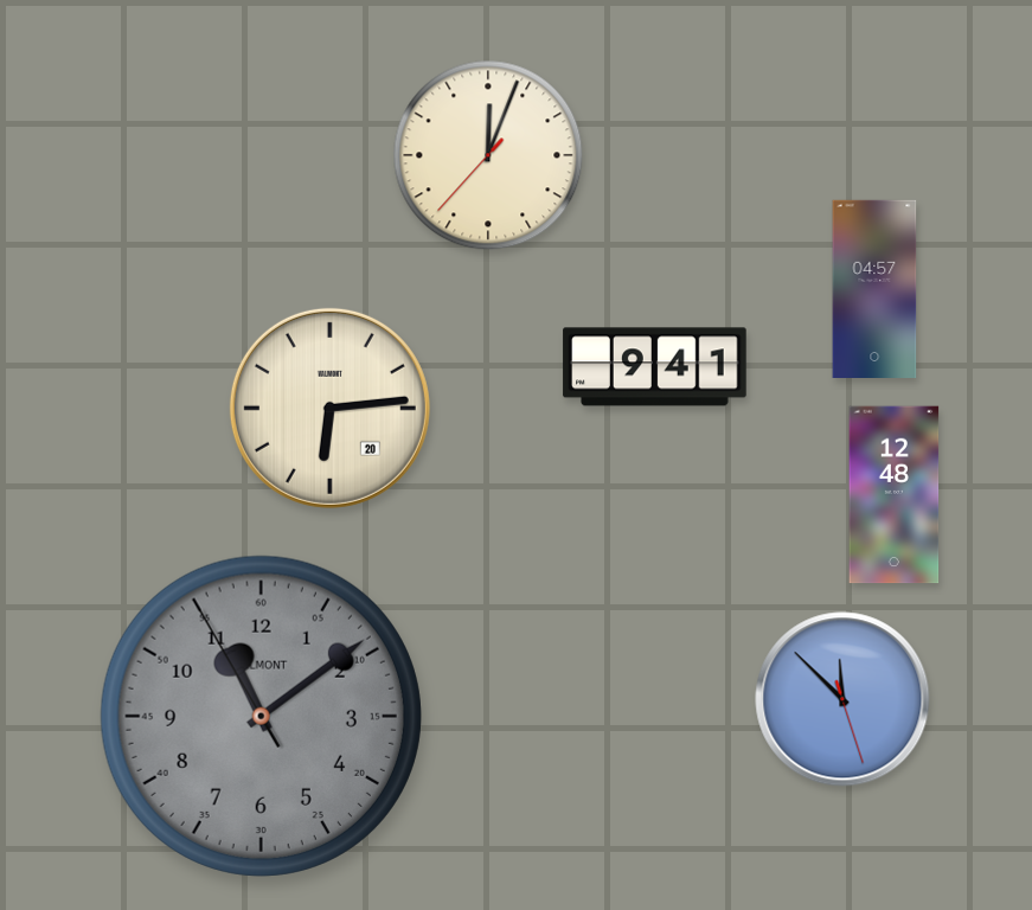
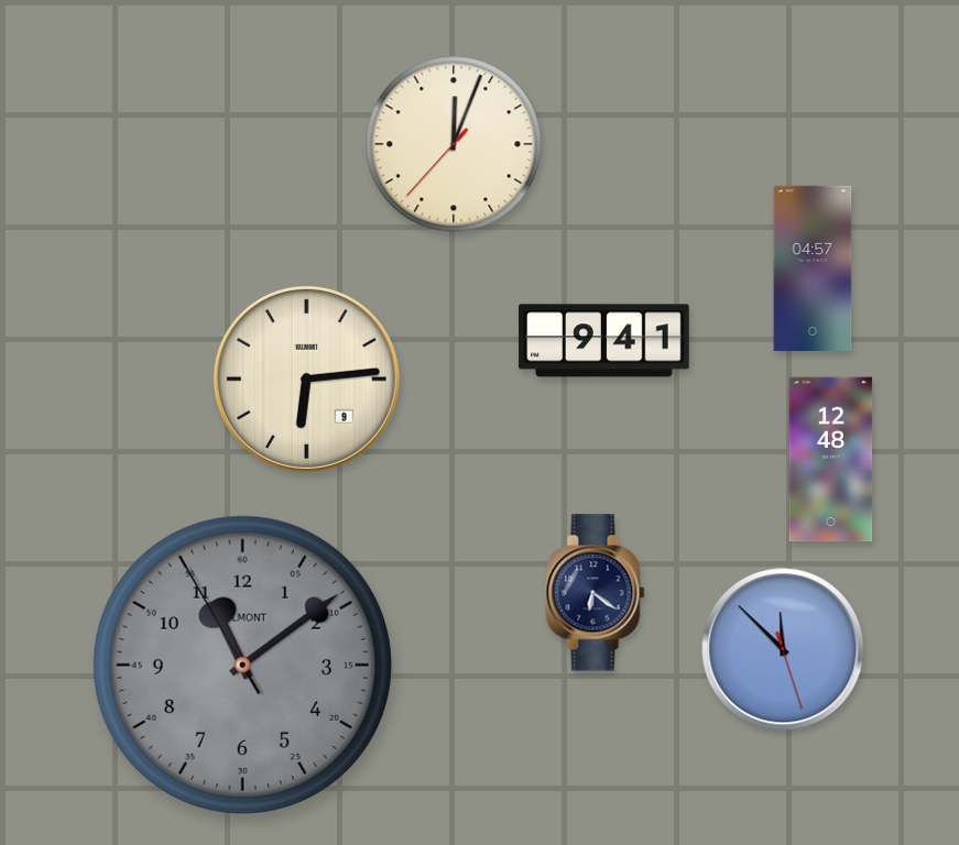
clock at (655, 367) position: (655, 367) -> (604, 341)
clock at (329, 408) date: 20 -> 9
clock at (596, 593): none -> 6:21
